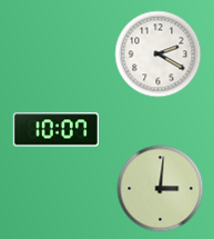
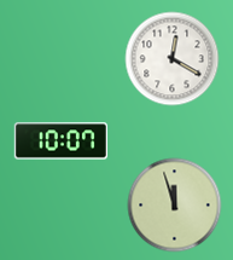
clock at (157, 53): 2:20 -> 12:20
clock at (160, 188): 3:01 -> 11:57
